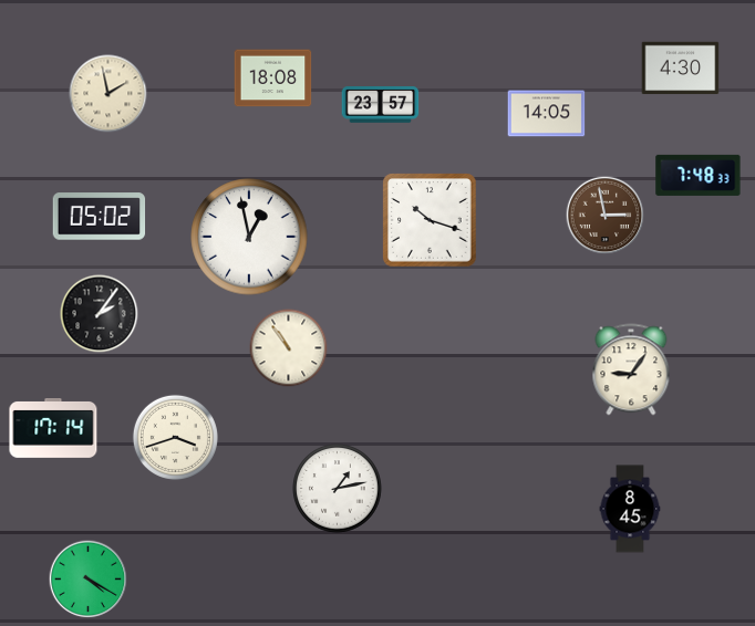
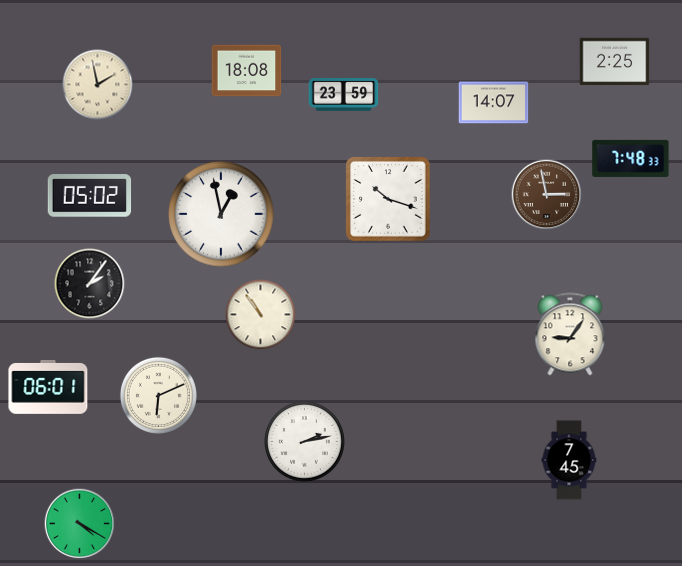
clock at (681, 69): 4:30 -> 2:25
clock at (381, 105): 23:57 -> 23:59
clock at (547, 114): 14:05 -> 14:07
clock at (249, 237) position: (249, 237) -> (221, 214)
clock at (53, 429): 17:14 -> 06:01
clock at (175, 437): 3:42 -> 6:11
clock at (338, 489): 1:13 -> 2:13
clock at (630, 509): 8:45 -> 7:45
